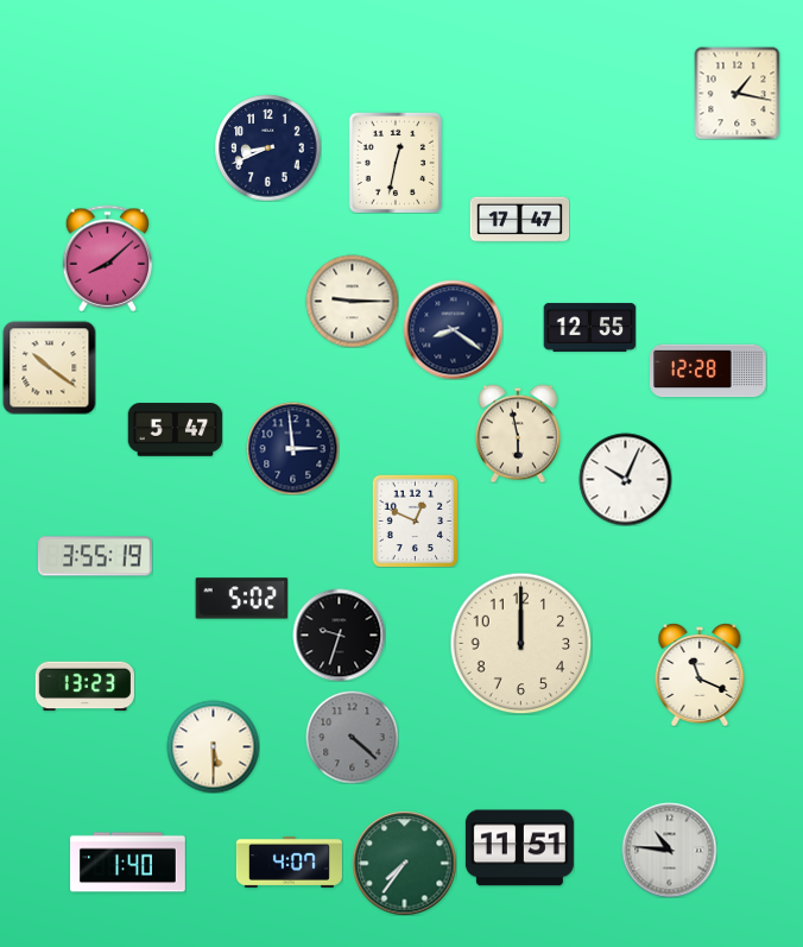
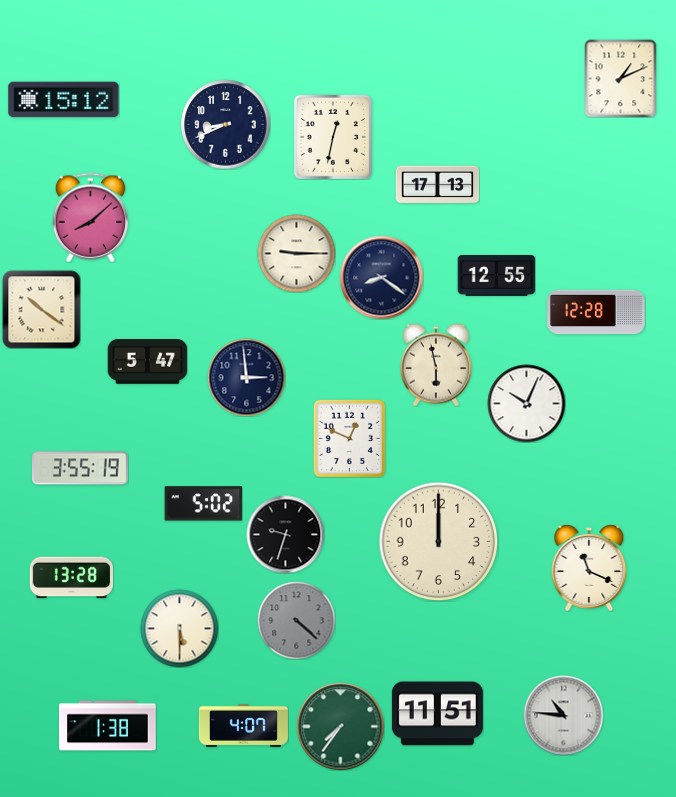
clock at (738, 93): 1:17 -> 1:11
clock at (64, 100): none -> 15:12
clock at (519, 220): 17:47 -> 17:13
clock at (84, 687): 13:23 -> 13:28
clock at (128, 863): 1:40 -> 1:38
